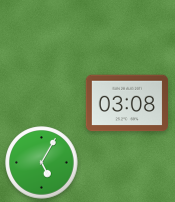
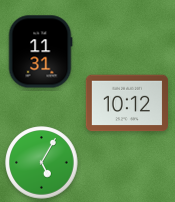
clock at (40, 52): none -> 11:31
clock at (126, 103): 03:08 -> 10:12
